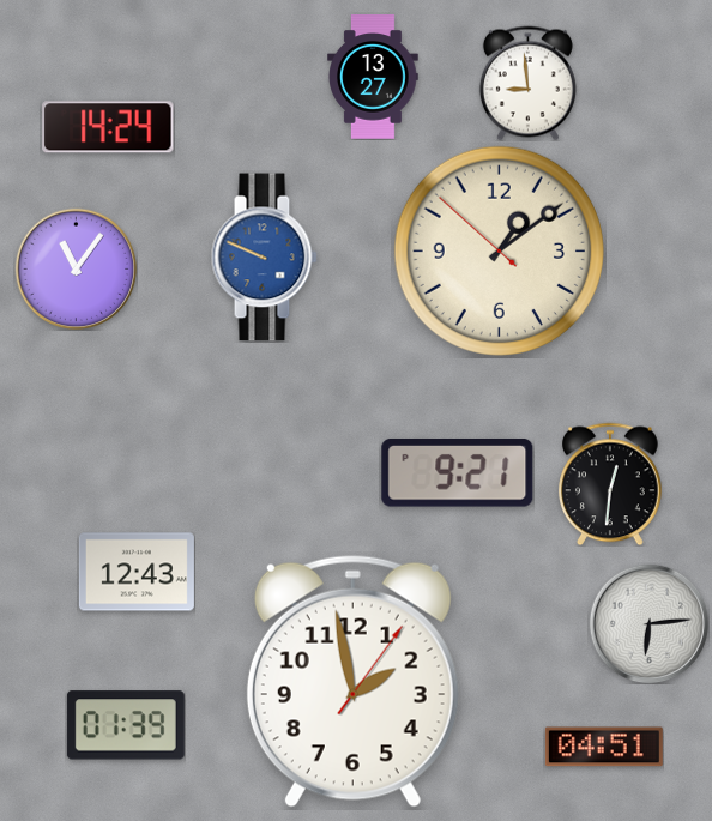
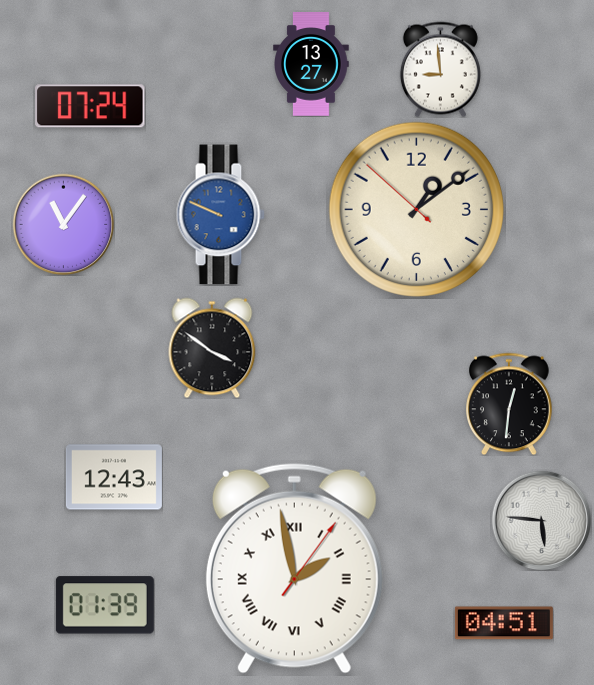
clock at (108, 127): 14:24 -> 07:24
clock at (212, 348): none -> 3:51
clock at (458, 473): 9:21 -> none
clock at (648, 623): 6:14 -> 5:46
clock at (352, 681) numerals: Arabic -> Roman
